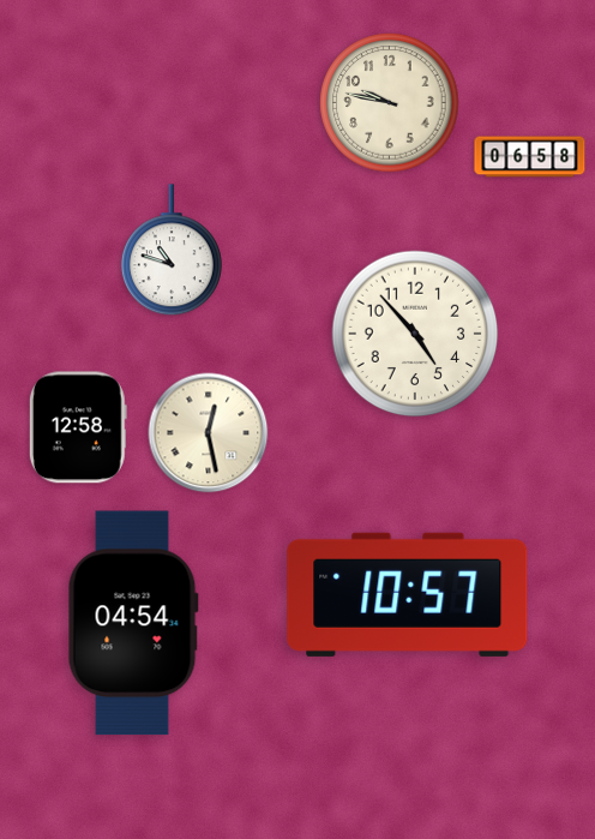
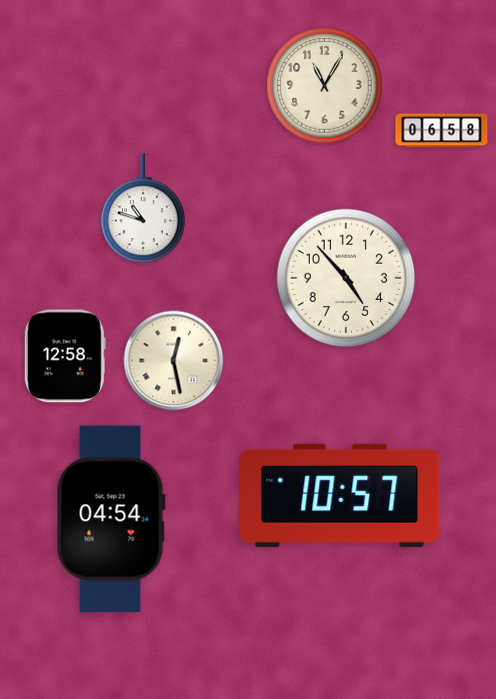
clock at (390, 103): 9:47 -> 11:05
